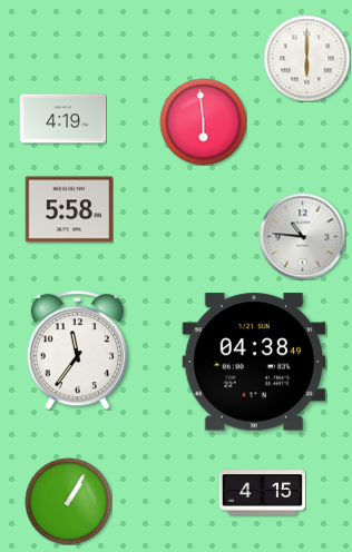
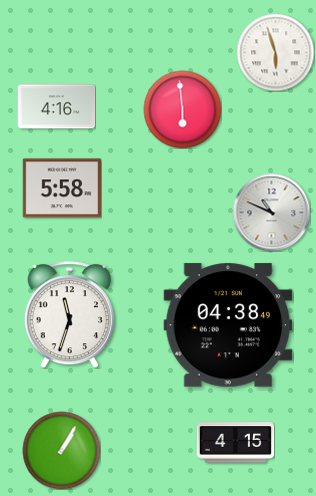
clock at (306, 58): 6:00 -> 5:57
clock at (62, 119): 4:19 -> 4:16
clock at (302, 236): 10:46 -> 10:49
clock at (77, 351): 11:36 -> 11:33
